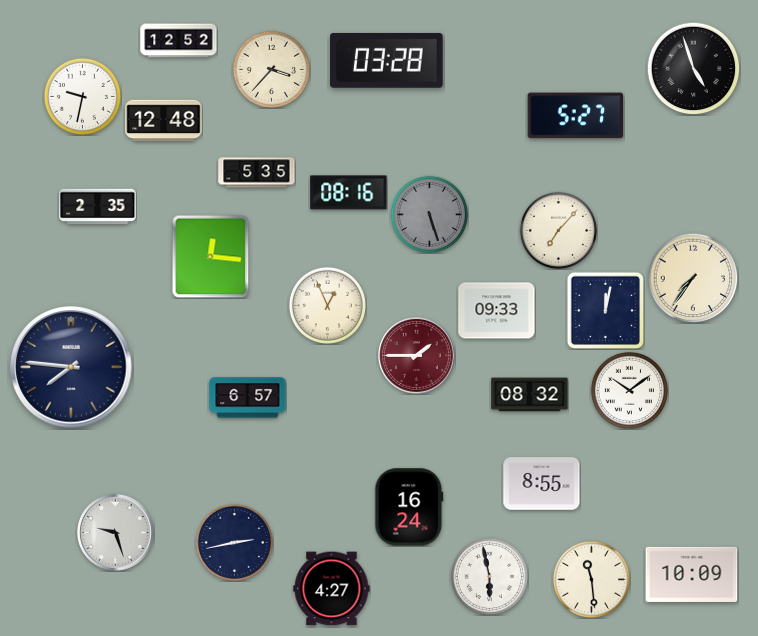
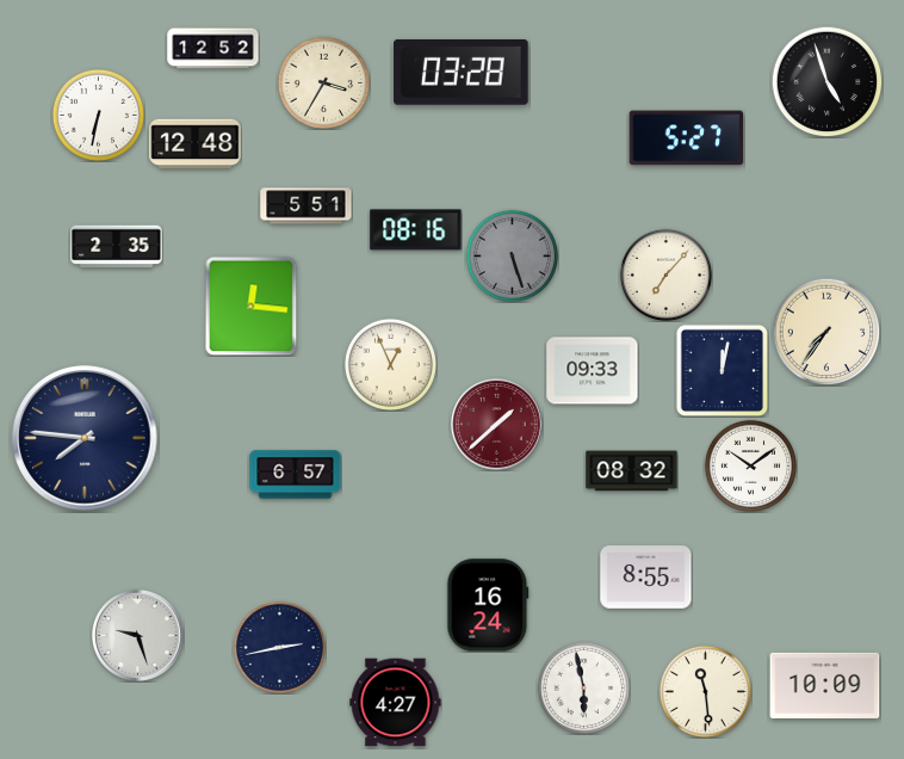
clock at (271, 69): 3:37 -> 3:35
clock at (82, 96): 9:32 -> 6:32
clock at (257, 173): 5:35 -> 5:51
clock at (417, 356): 1:45 -> 1:38
